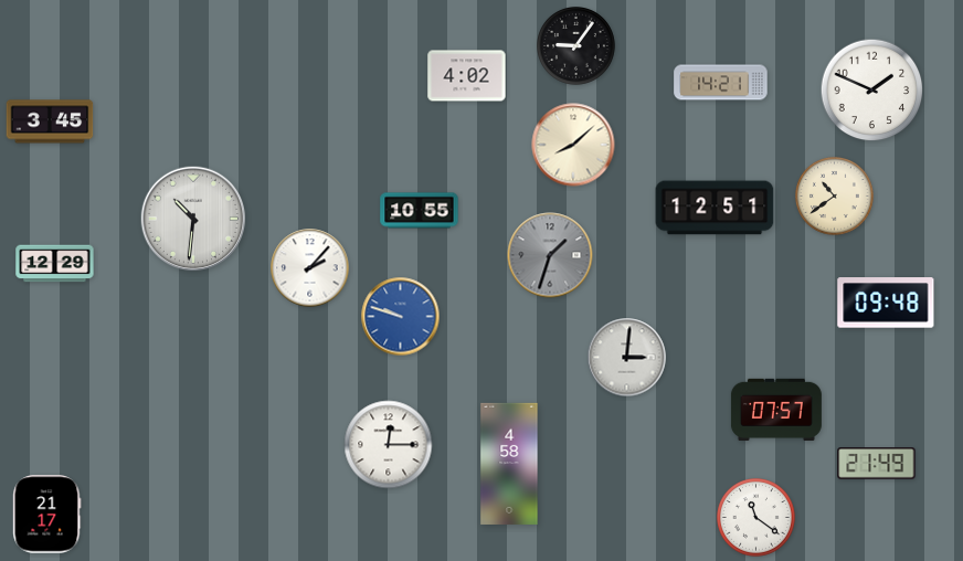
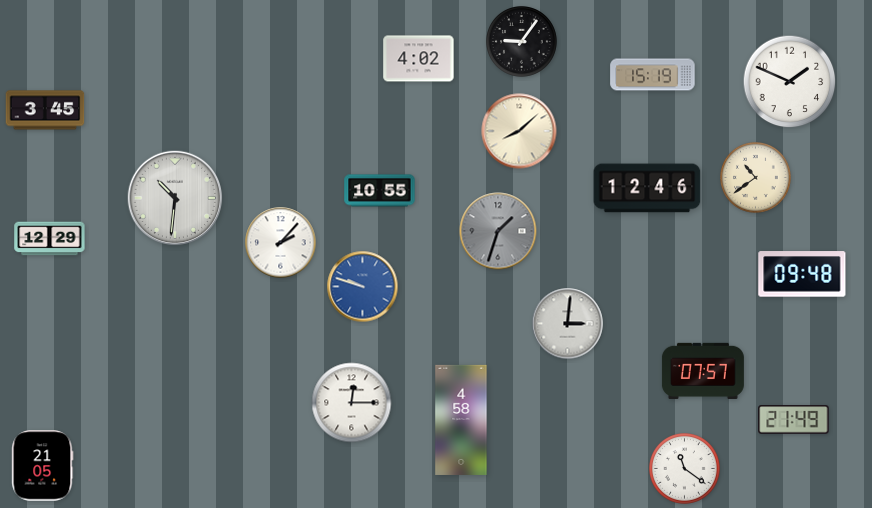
clock at (467, 76) position: (467, 76) -> (419, 59)
clock at (721, 83): 14:21 -> 15:19
clock at (715, 208): 12:51 -> 12:46
clock at (47, 515): 21:17 -> 21:05
